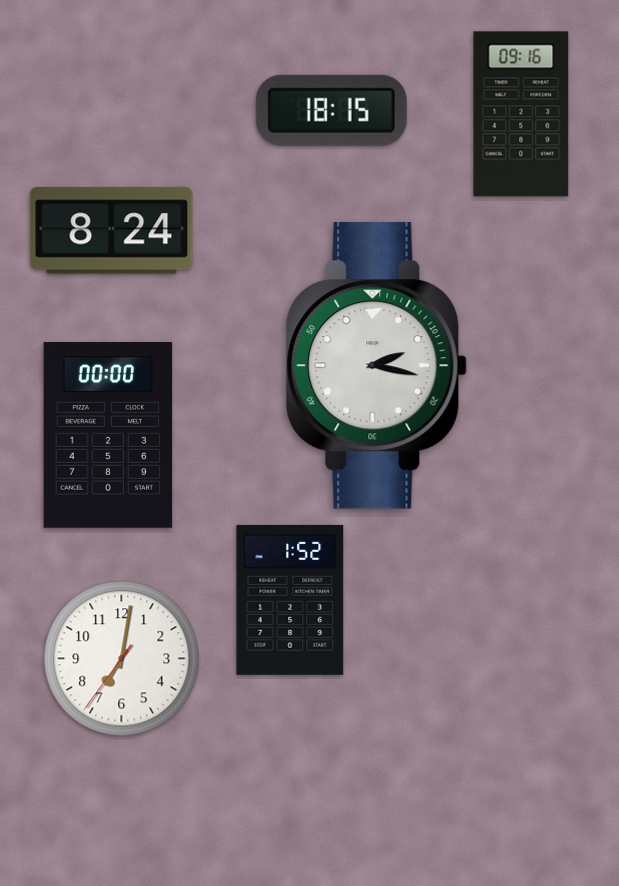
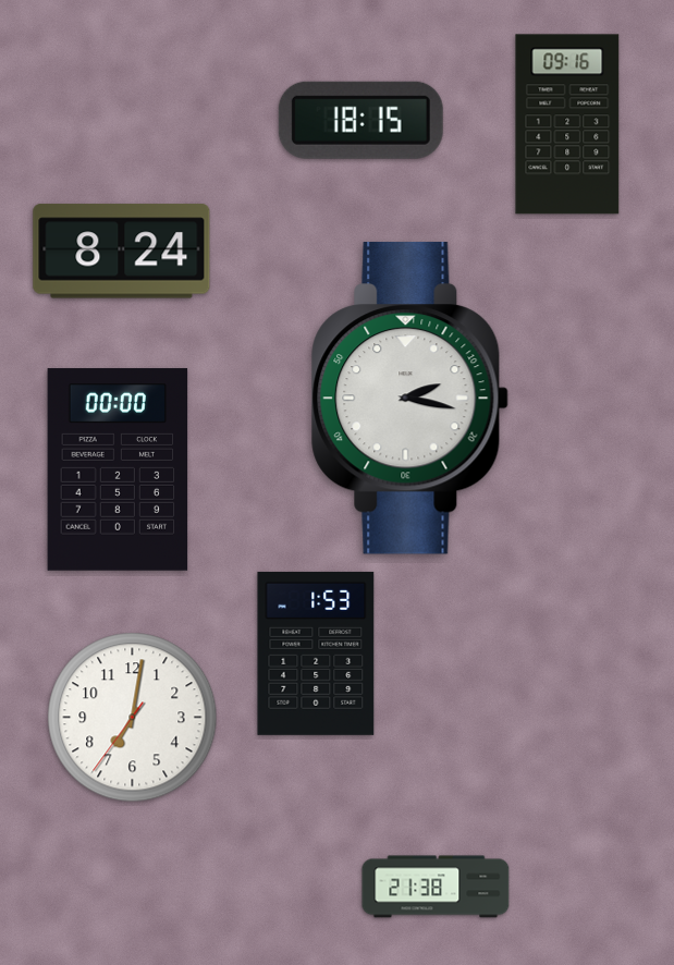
clock at (108, 435) position: (108, 435) -> (118, 469)
clock at (290, 600): 1:52 -> 1:53
clock at (436, 887): none -> 21:38
